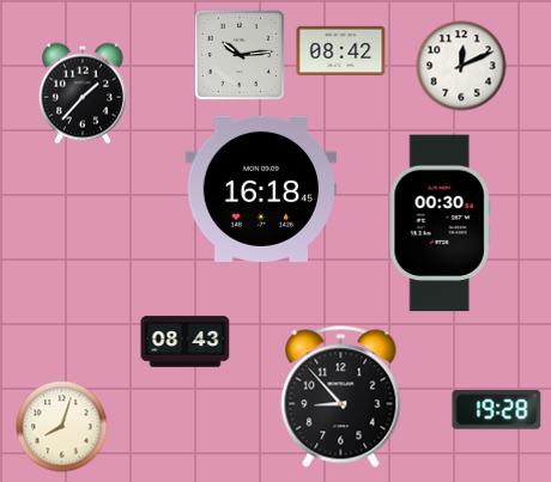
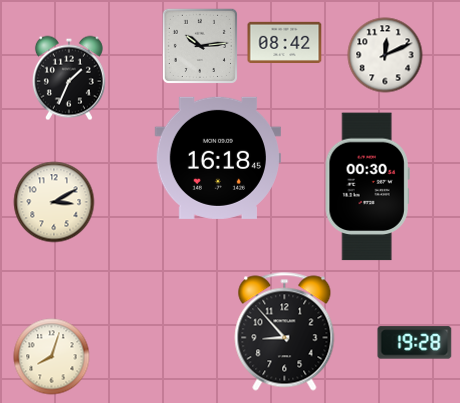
clock at (83, 93): 1:37 -> 1:34
clock at (54, 202): none -> 3:10
clock at (186, 342): 08:43 -> none
